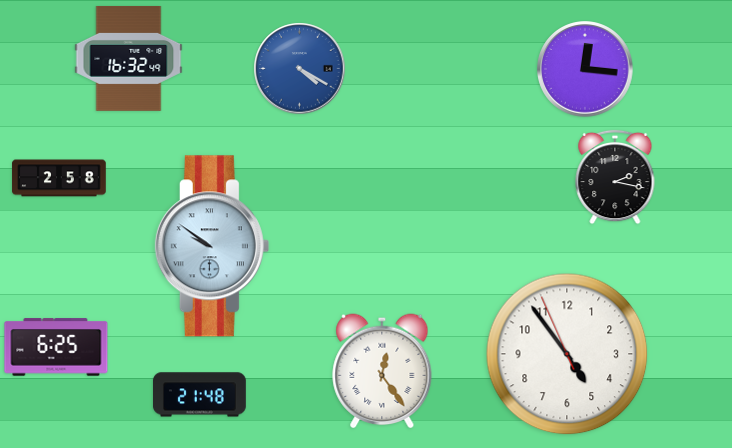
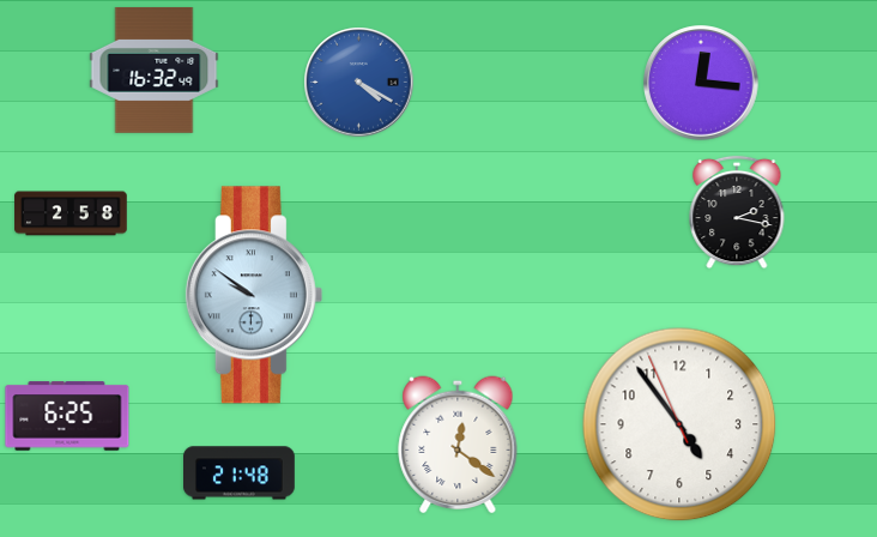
clock at (382, 371): 12:24 -> 12:21
